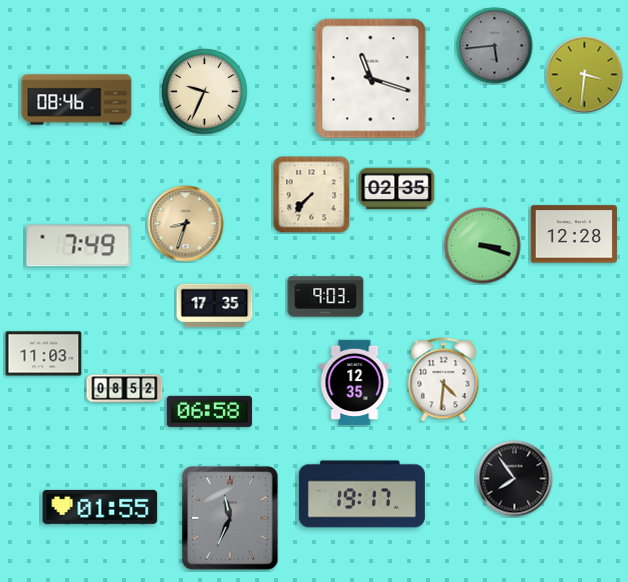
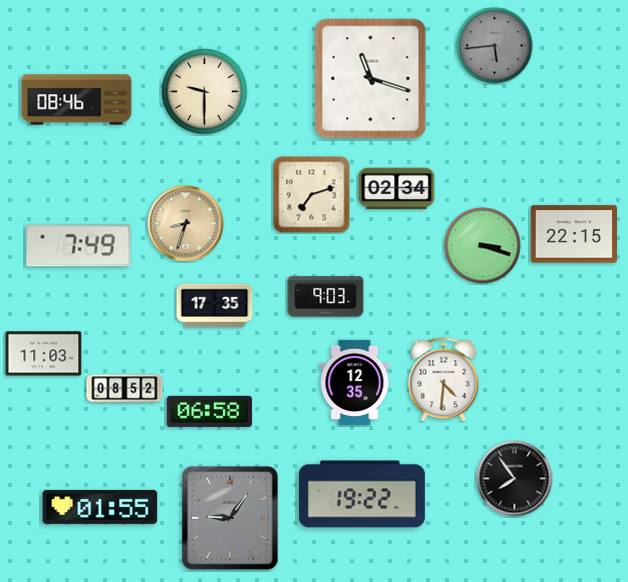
clock at (585, 75): 3:31 -> none
clock at (205, 92): 9:34 -> 9:30
clock at (397, 189): 02:35 -> 02:34
clock at (312, 195): 7:37 -> 7:12
clock at (574, 234): 12:28 -> 22:15
clock at (362, 494): 19:17 -> 19:22
clock at (230, 518): 11:34 -> 9:06
